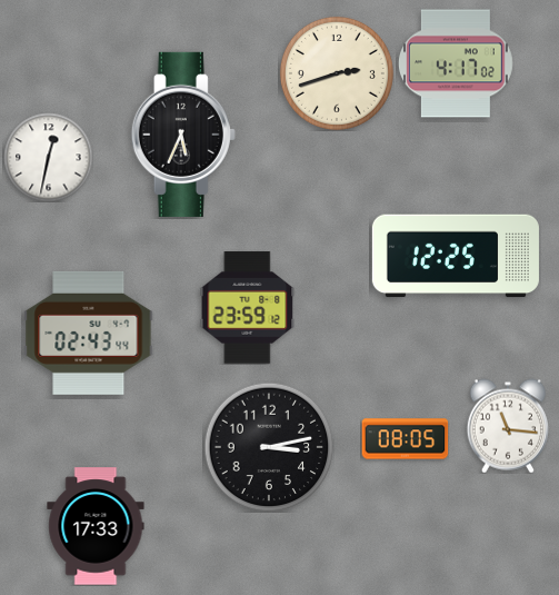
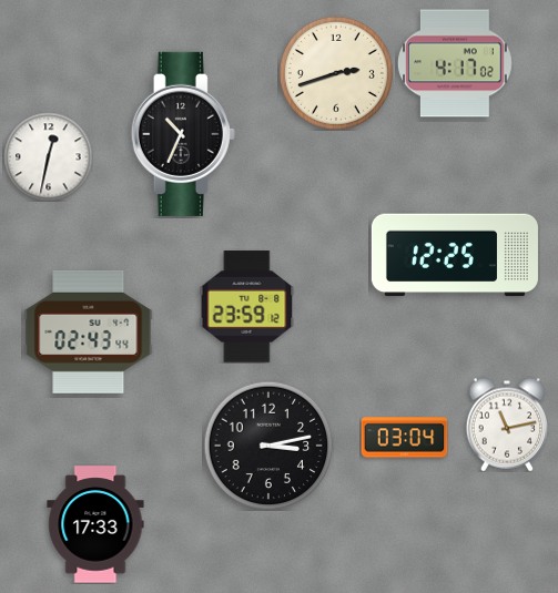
clock at (183, 135): 5:34 -> 10:34
clock at (507, 426): 11:16 -> 11:13
clock at (405, 439): 08:05 -> 03:04
